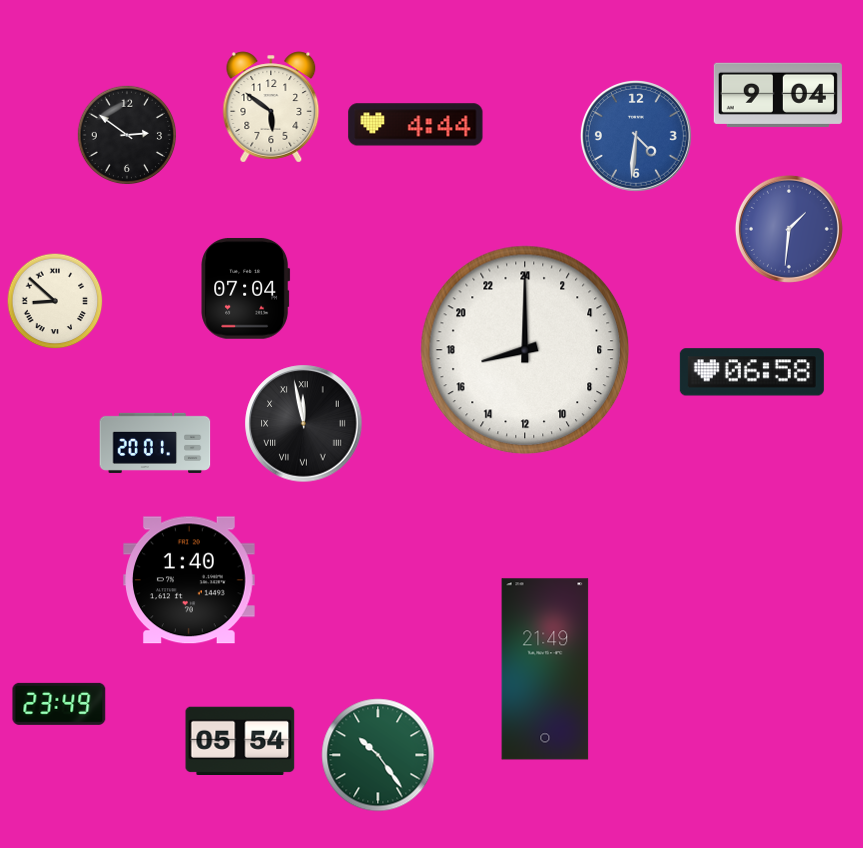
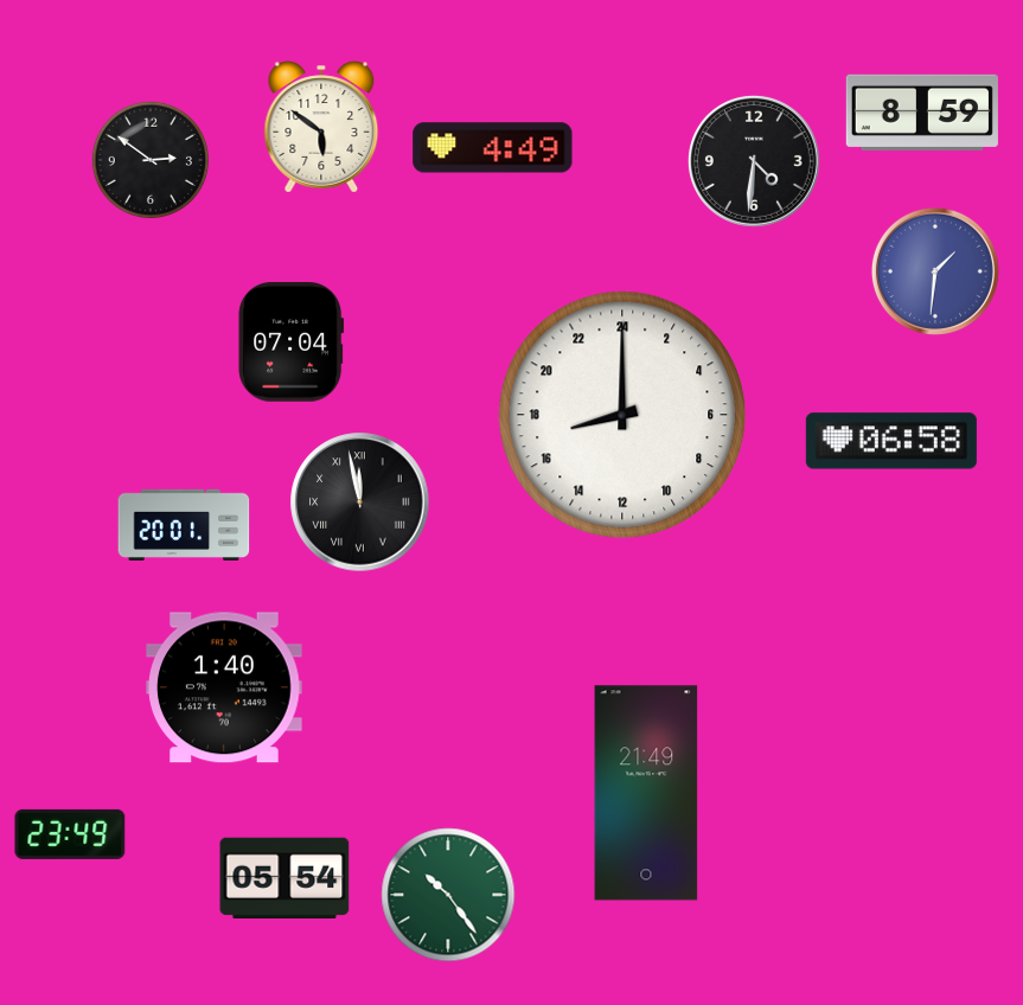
clock at (778, 95): 9:04 -> 8:59
clock at (416, 125): 4:44 -> 4:49
clock at (636, 136) dial: blue -> black
clock at (55, 301): 8:52 -> none
